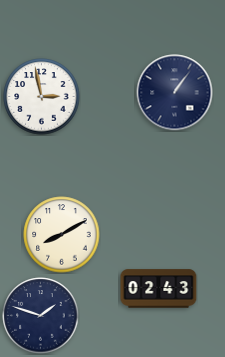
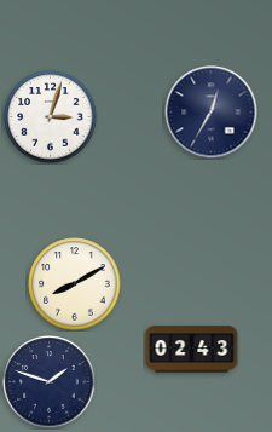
clock at (175, 93): 1:06 -> 12:35
clock at (42, 97): 2:58 -> 3:03
